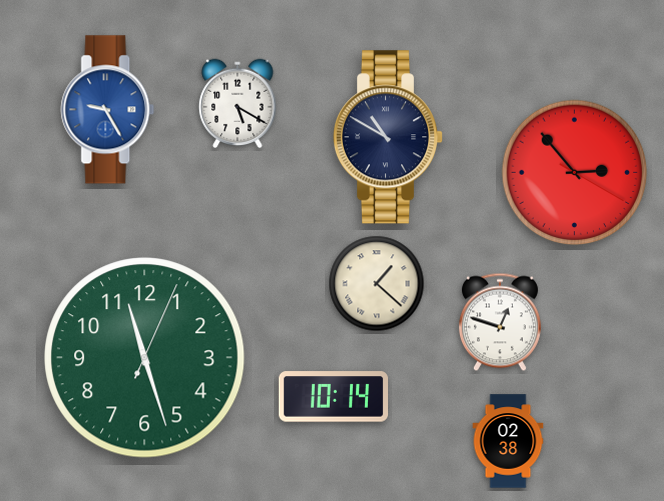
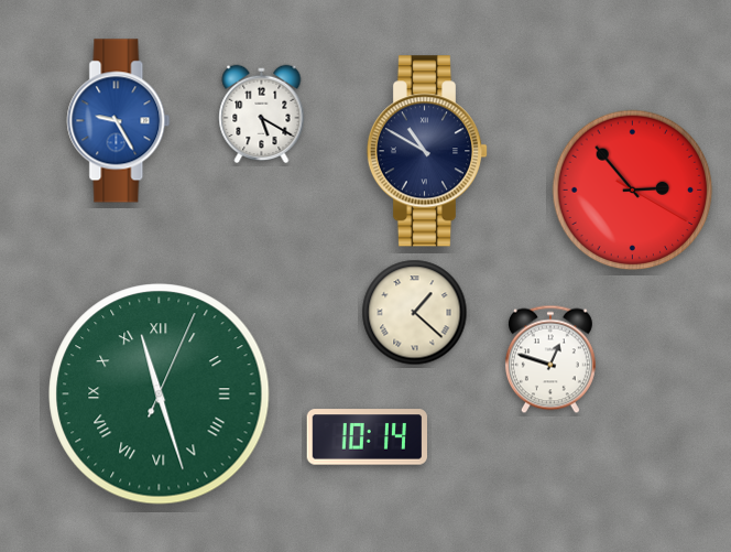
clock at (500, 322) position: (500, 322) -> (550, 359)
clock at (145, 358) numerals: Arabic -> Roman
clock at (508, 441): 02:38 -> none
